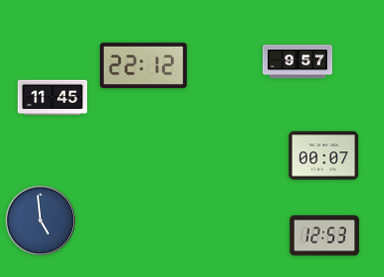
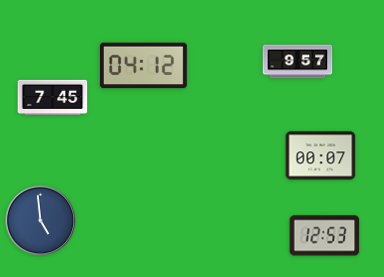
clock at (143, 66): 22:12 -> 04:12
clock at (53, 97): 11:45 -> 7:45
clock at (324, 156) position: (324, 156) -> (321, 156)
